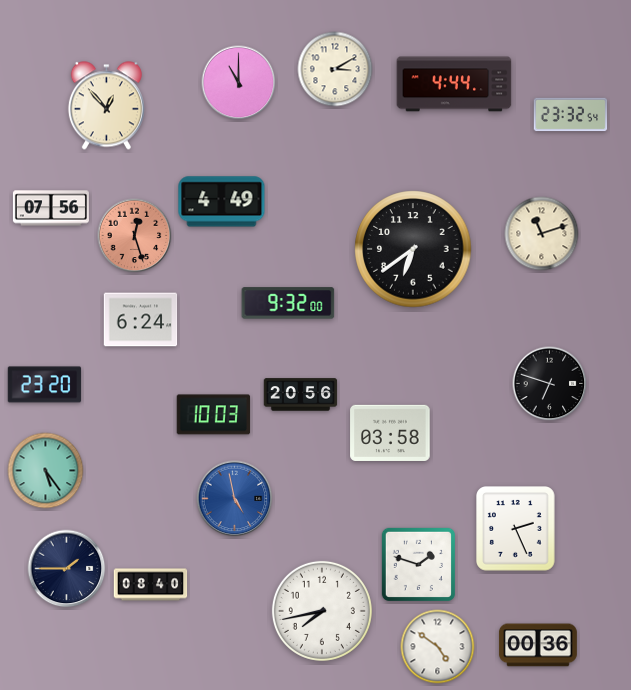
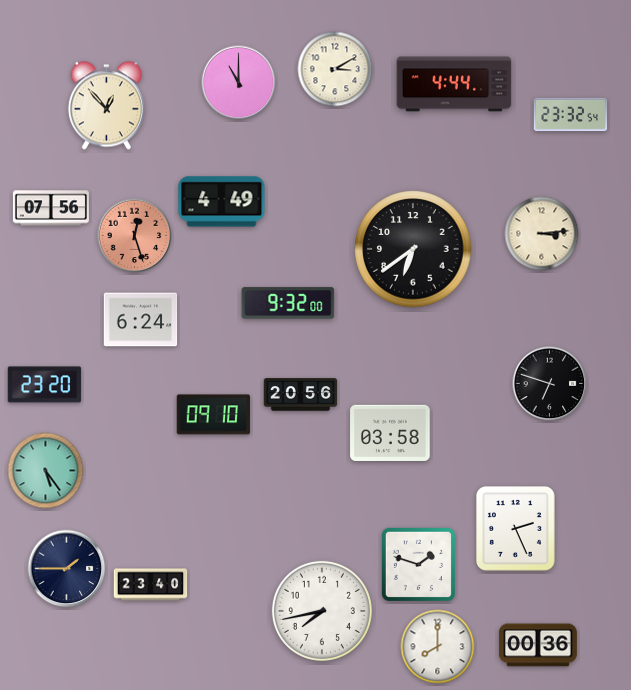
clock at (542, 234): 11:12 -> 3:14
clock at (214, 415): 10:03 -> 09:10
clock at (235, 499): 4:58 -> none
clock at (151, 585): 08:40 -> 23:40
clock at (438, 647): 4:51 -> 8:00
